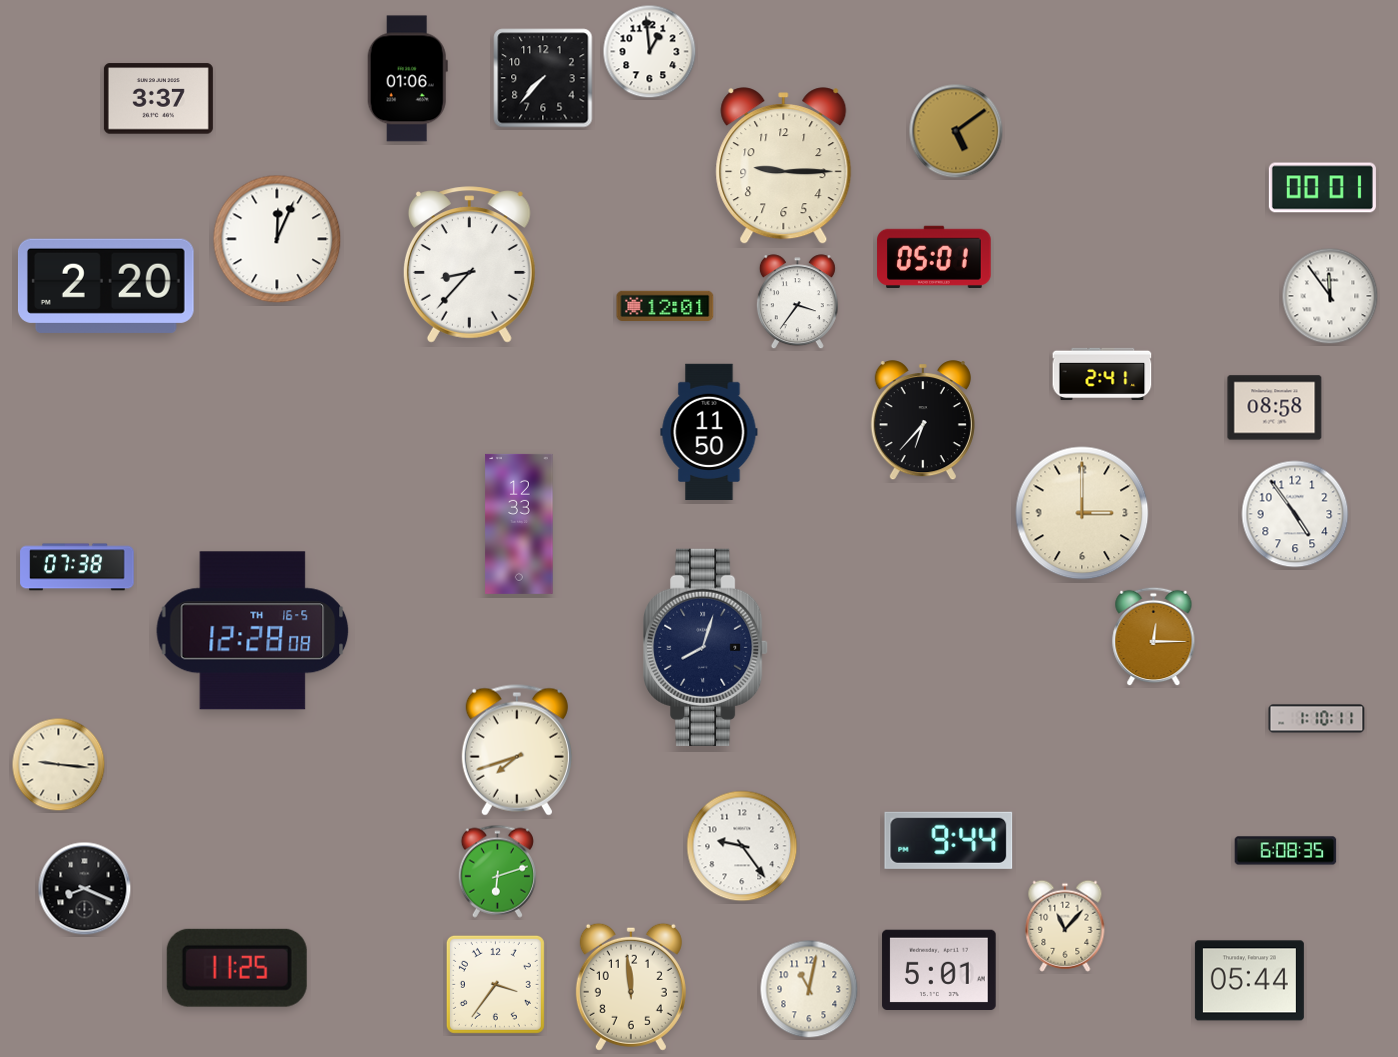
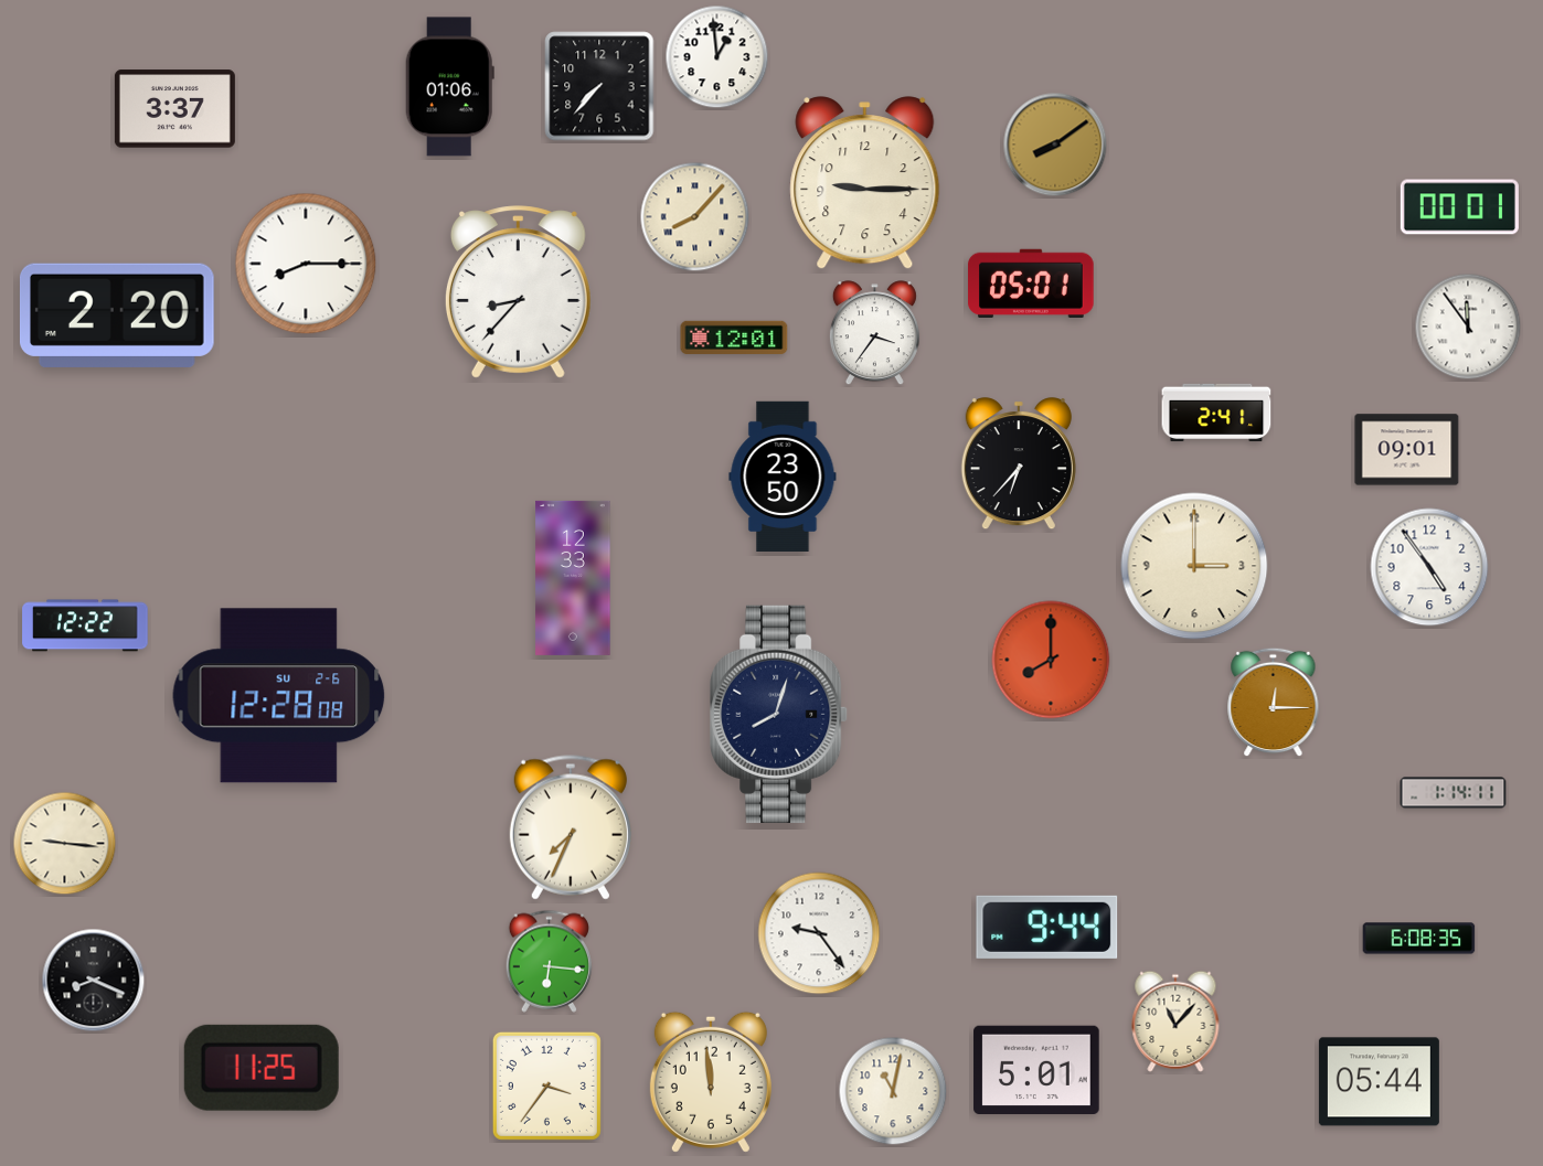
clock at (956, 131): 5:09 -> 8:09
clock at (695, 217): none -> 8:07
clock at (277, 239): 12:04 -> 8:15
clock at (797, 302) position: (797, 302) -> (874, 333)
clock at (1275, 408): 08:58 -> 09:01
clock at (709, 432): 11:50 -> 23:50
clock at (77, 567): 07:38 -> 12:22
clock at (1051, 660): none -> 8:00
clock at (253, 631) date: TH 16-5 -> SU 2-6
clock at (1317, 719): 1:10 -> 1:14
clock at (517, 750): 7:42 -> 7:34
clock at (497, 871): 6:12 -> 6:16
clock at (631, 987) position: (631, 987) -> (711, 1082)
